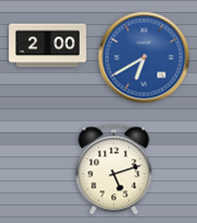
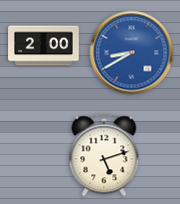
clock at (48, 46) position: (48, 46) -> (44, 46)
clock at (144, 58): 6:40 -> 8:40
